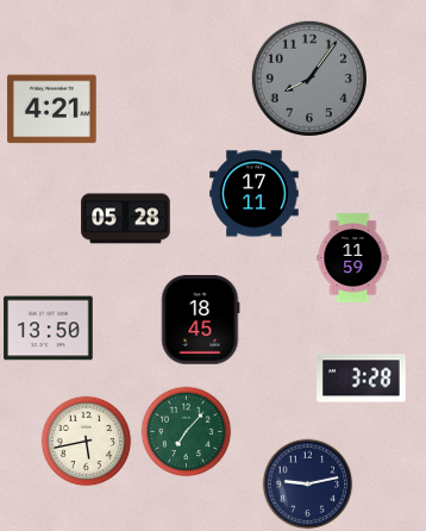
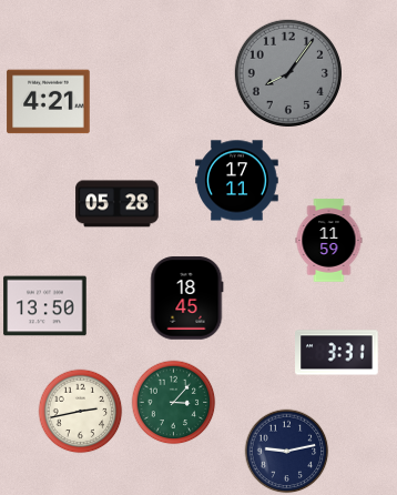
clock at (362, 379): 3:28 -> 3:31
clock at (187, 432): 7:07 -> 3:07
clock at (87, 442): 5:43 -> 2:43
